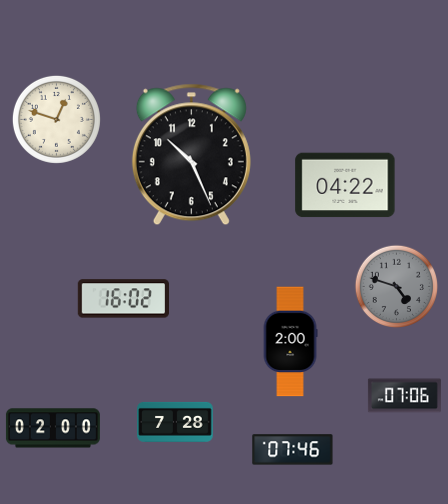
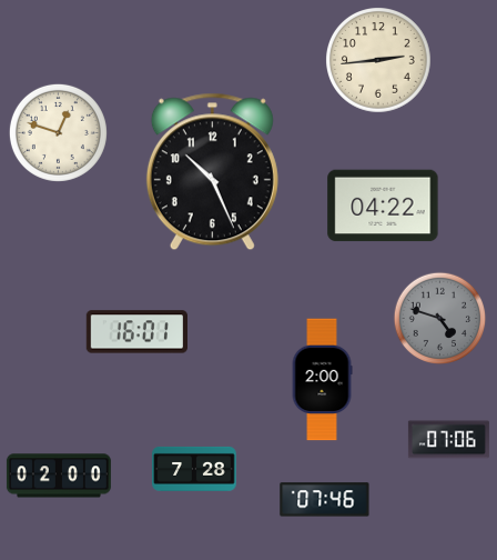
clock at (379, 61): none -> 2:44
clock at (56, 119) position: (56, 119) -> (58, 132)
clock at (123, 299): 16:02 -> 16:01
